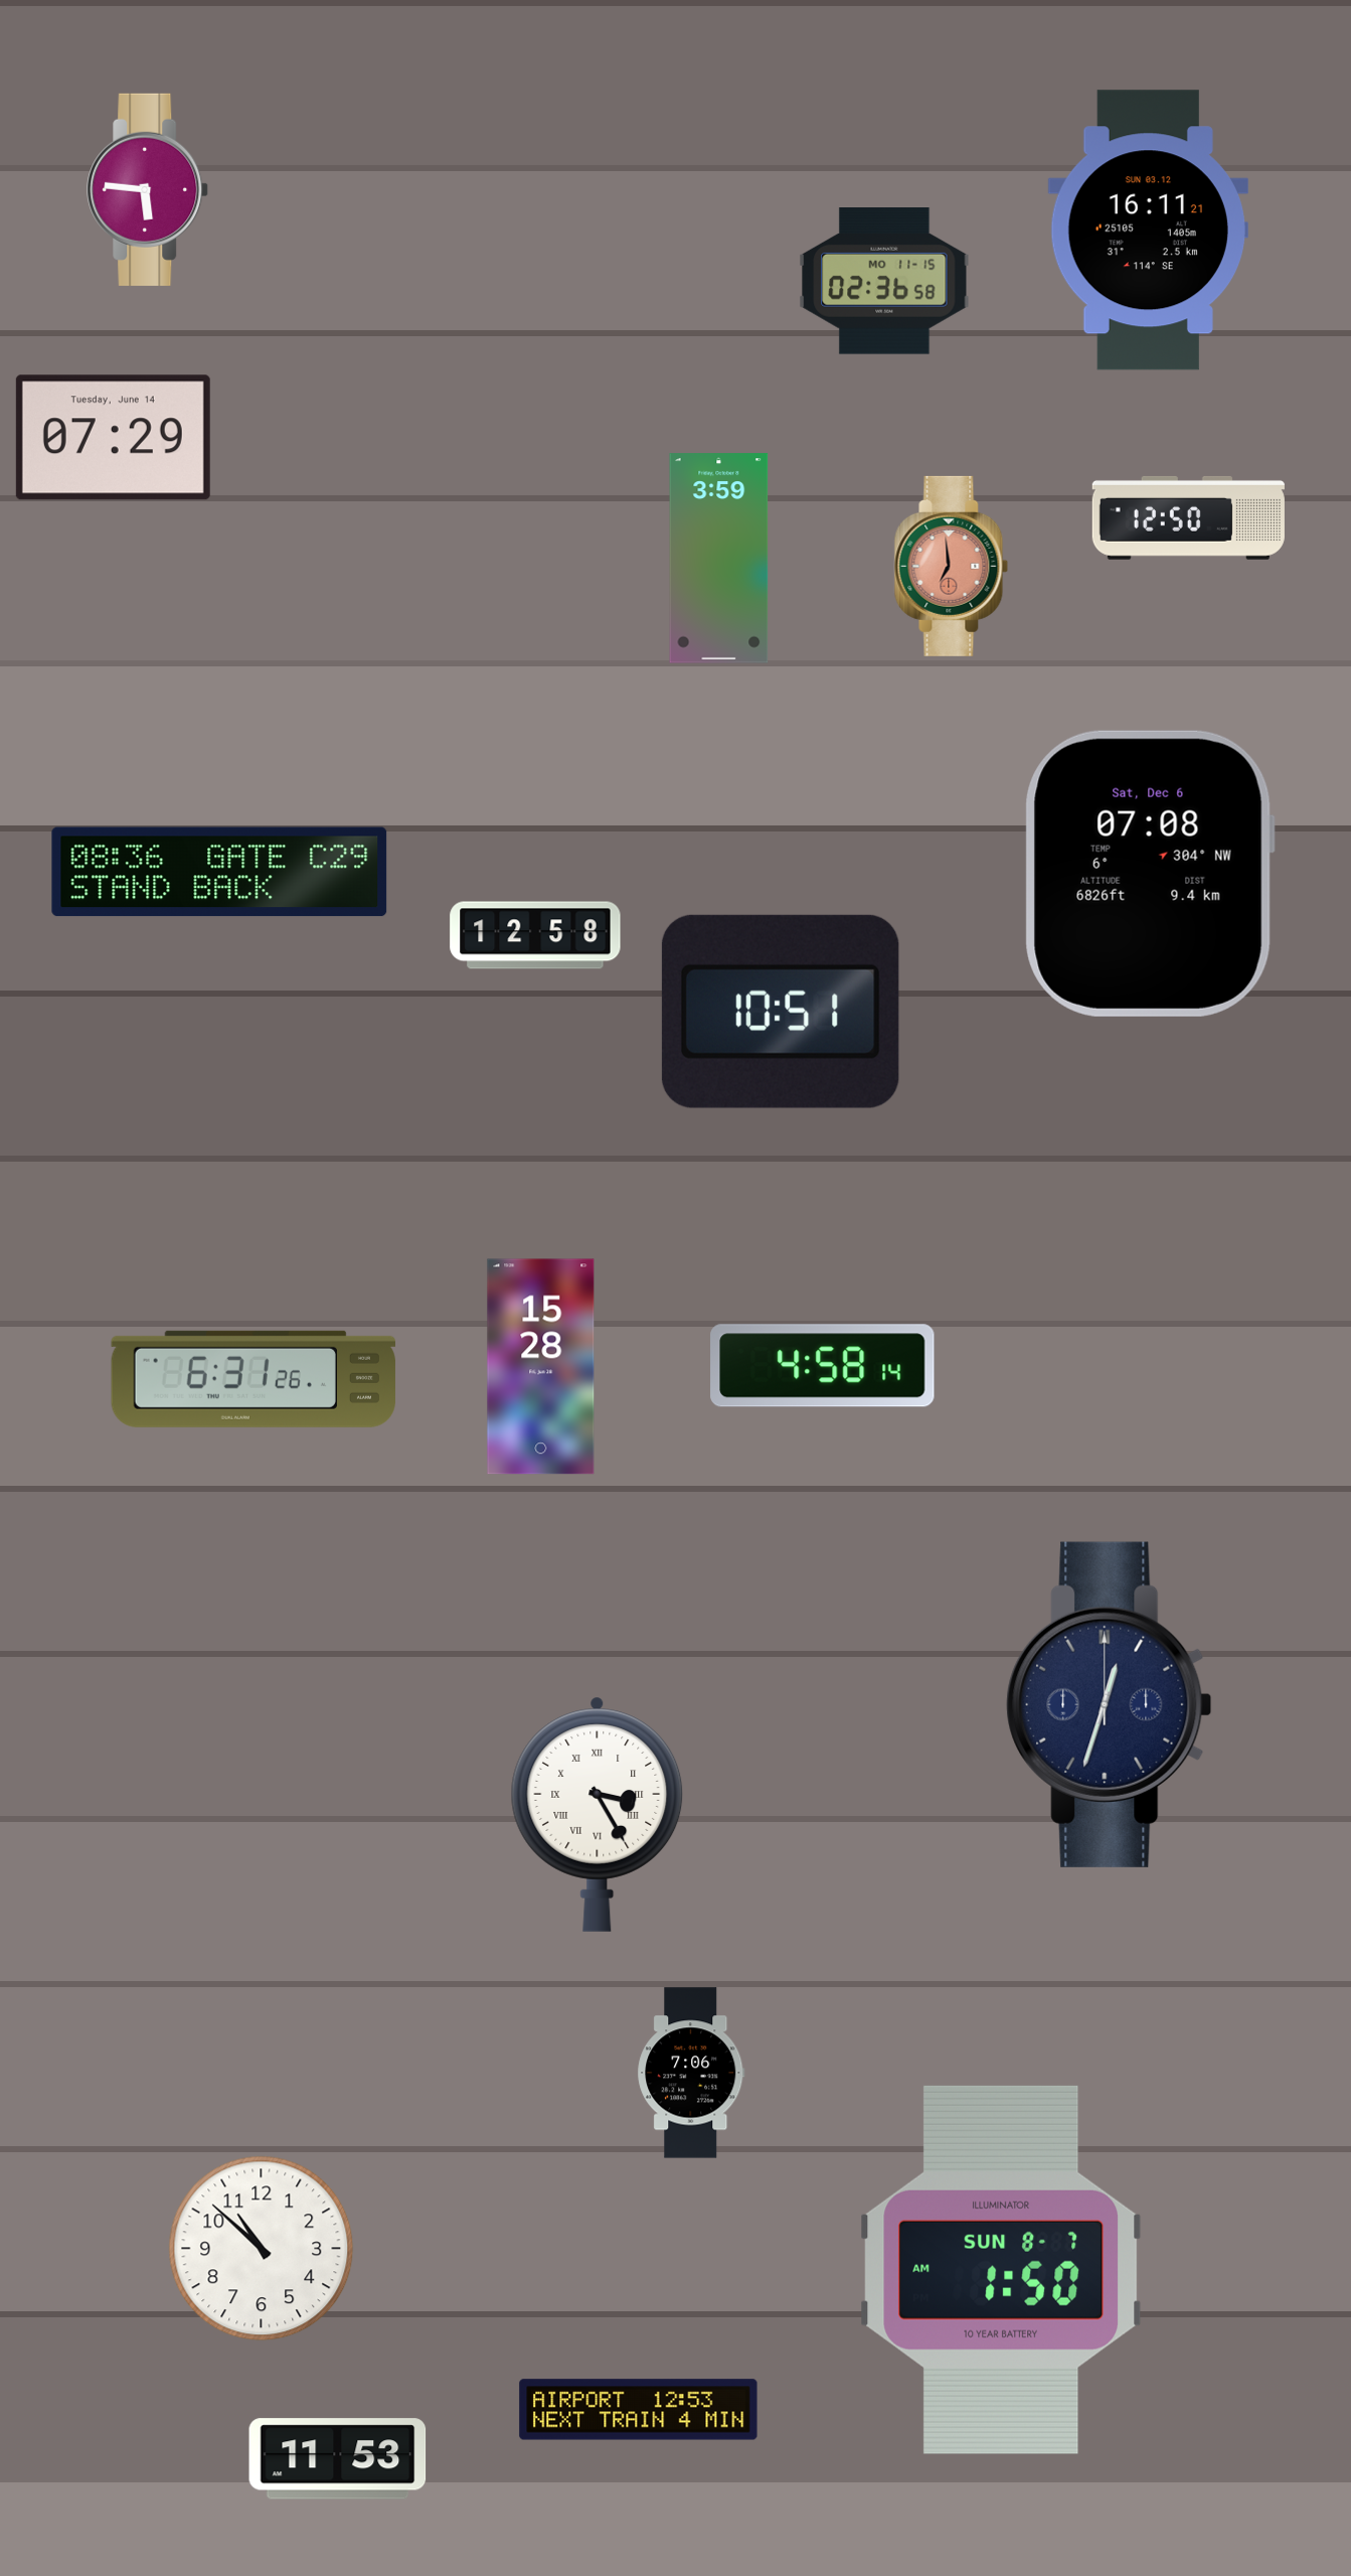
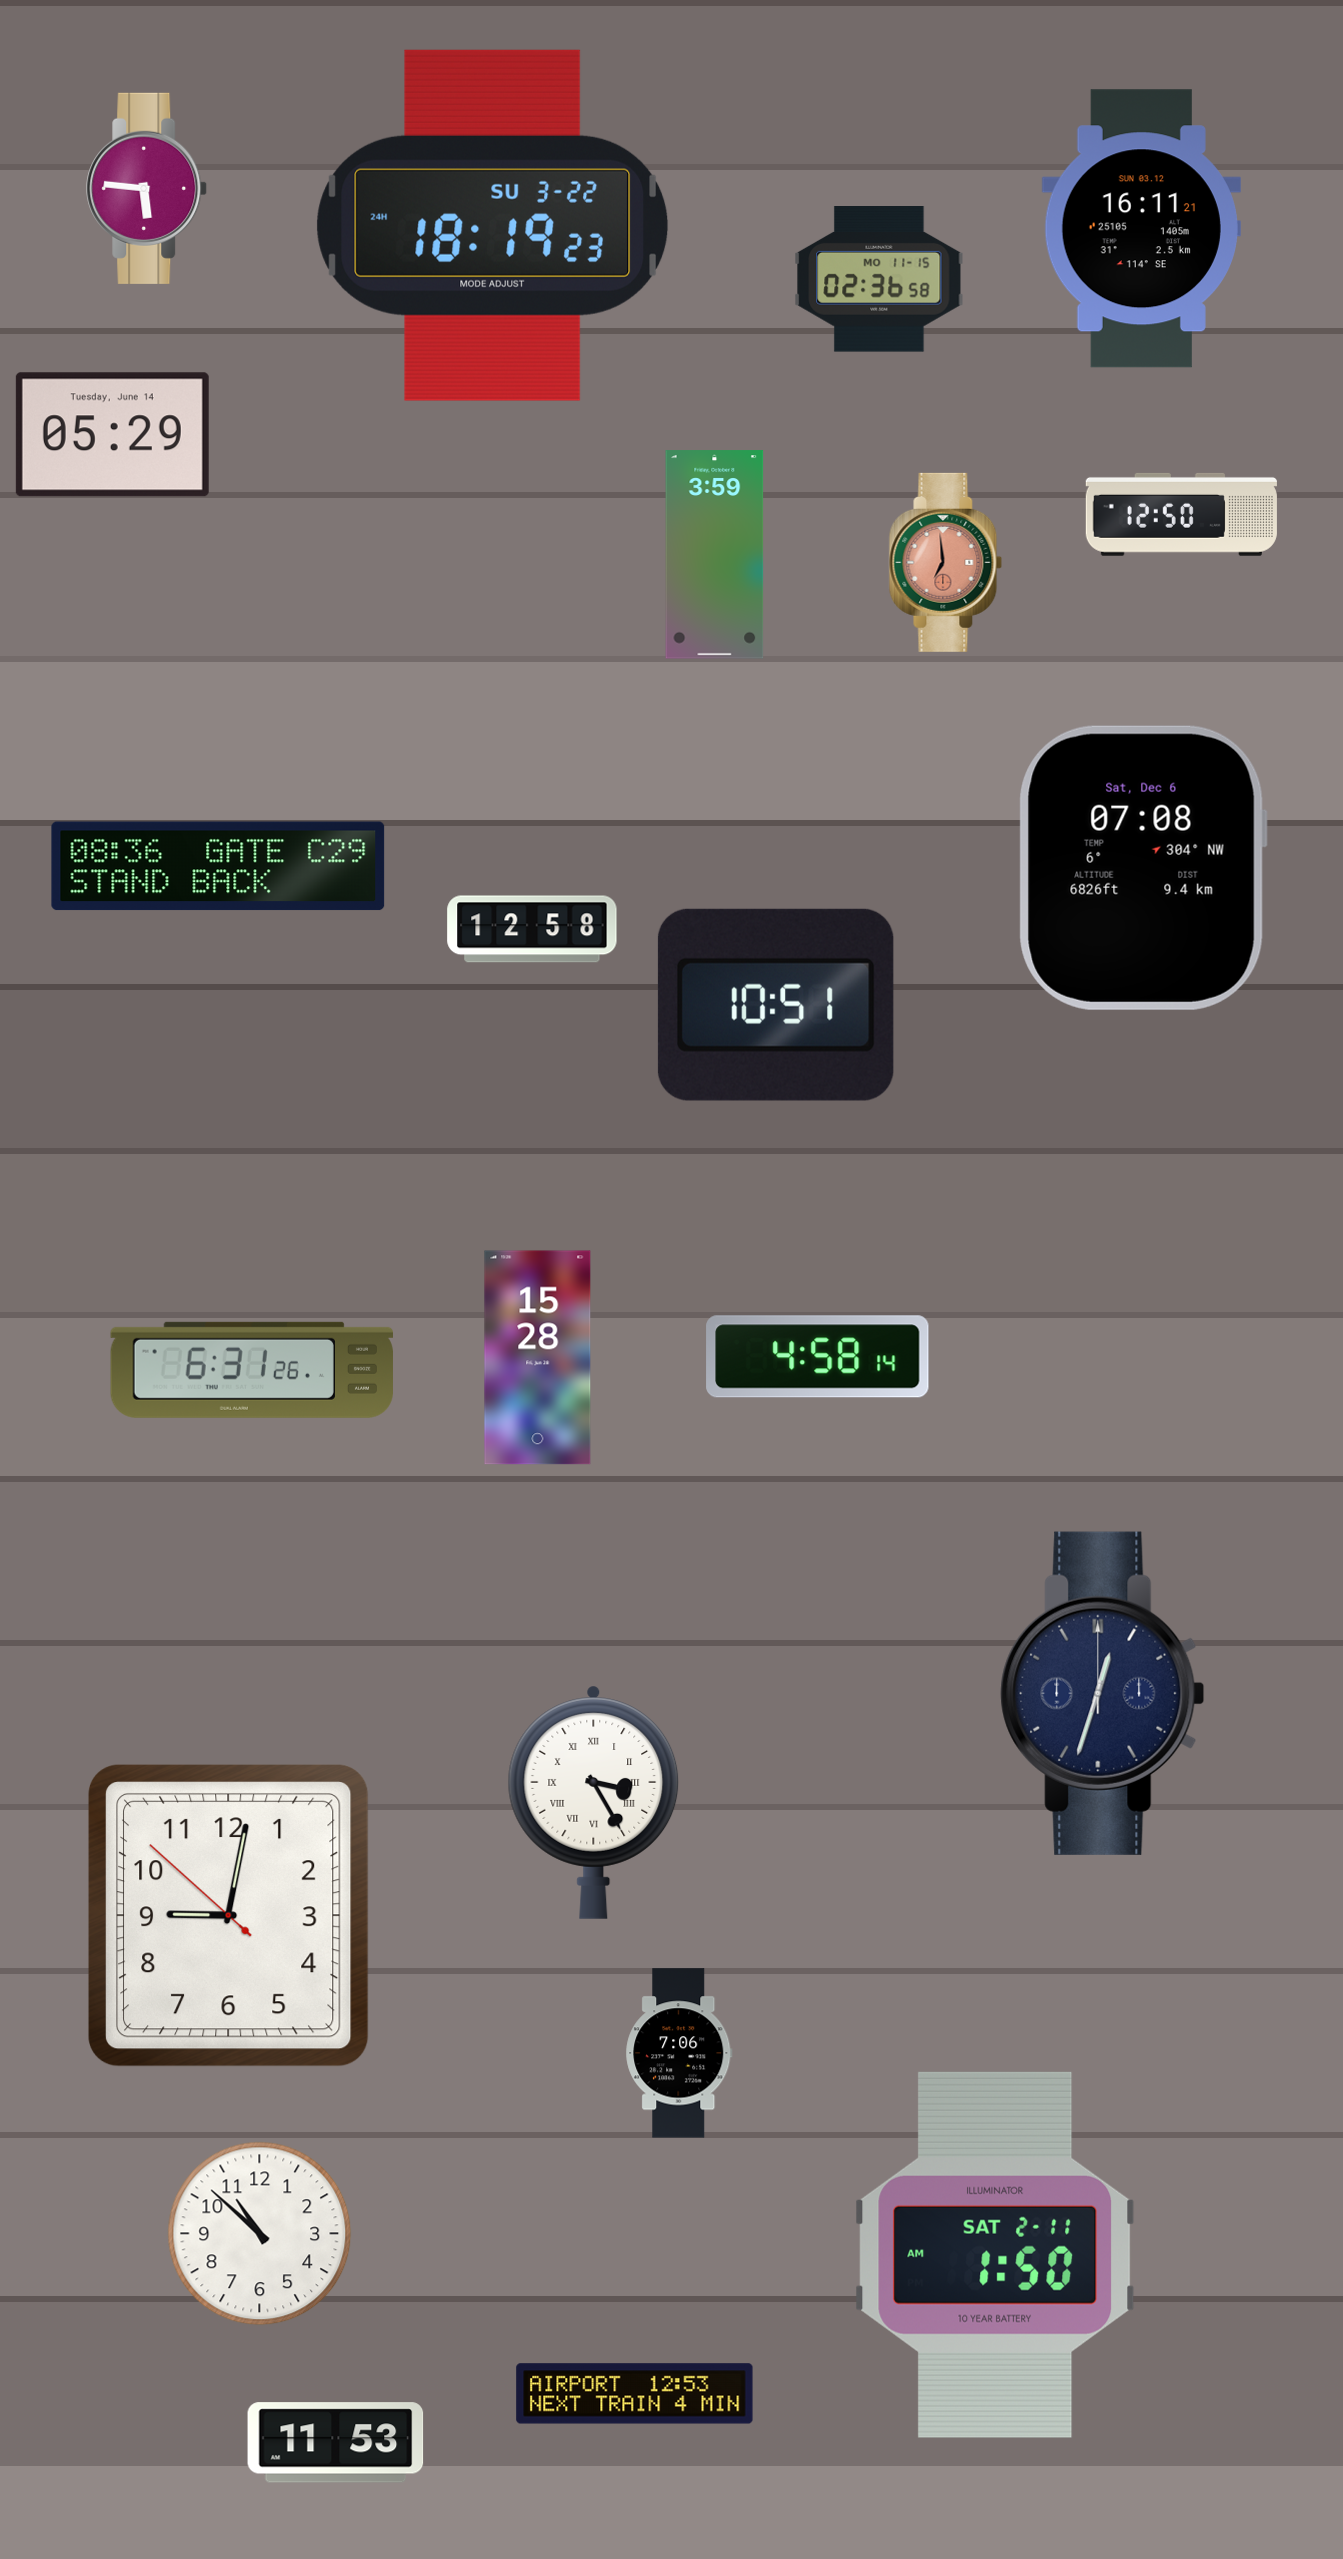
clock at (493, 225): none -> 18:19
clock at (113, 438): 07:29 -> 05:29
clock at (229, 1916): none -> 9:01
clock at (691, 2073) position: (691, 2073) -> (679, 2053)
clock at (1001, 2270) date: SUN 8-7 -> SAT 2-11
